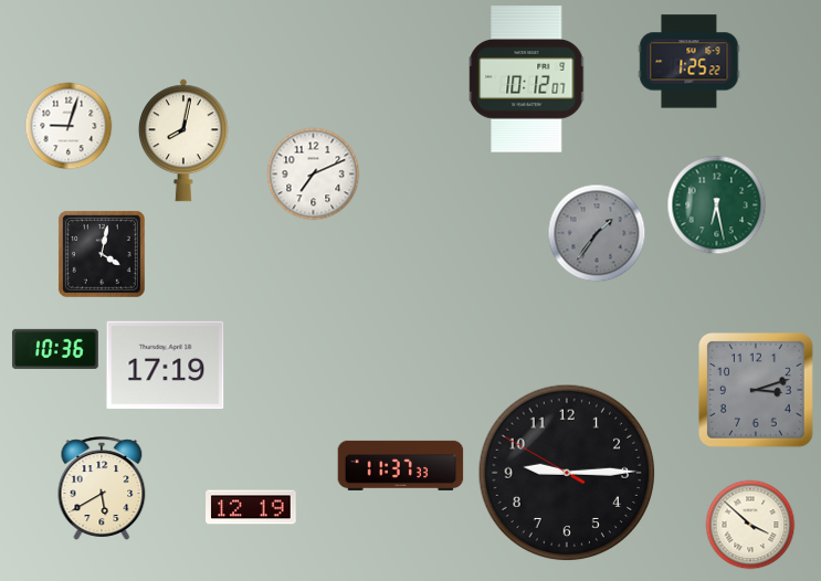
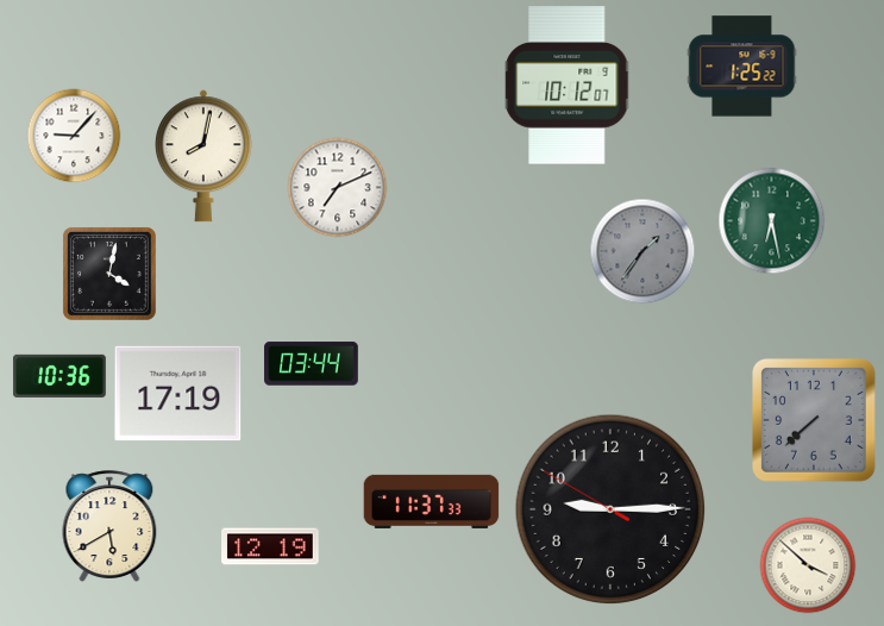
clock at (69, 126): 9:03 -> 9:07
clock at (183, 140) position: (183, 140) -> (203, 156)
clock at (312, 364): none -> 03:44
clock at (757, 391): 3:12 -> 7:38
